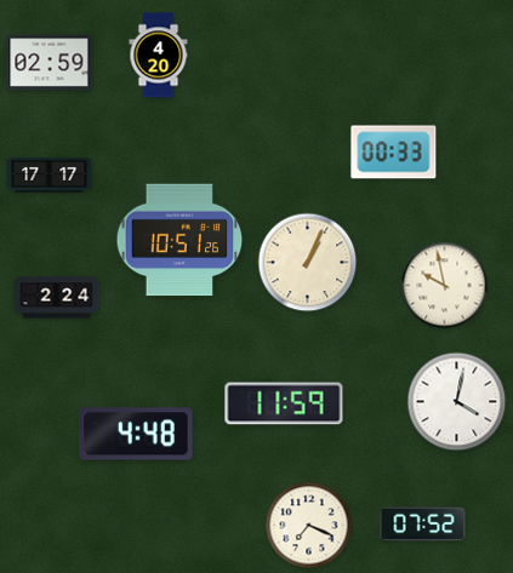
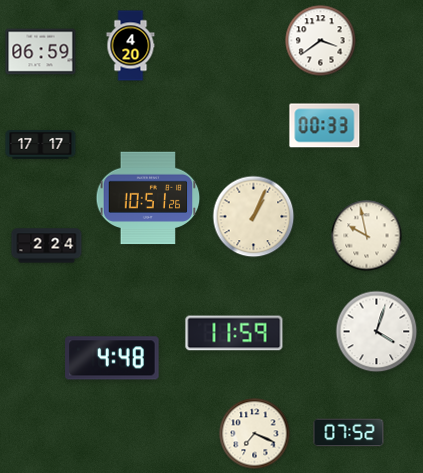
clock at (321, 41): none -> 3:39
clock at (50, 63): 02:59 -> 06:59
clock at (457, 402): 4:02 -> 4:03
